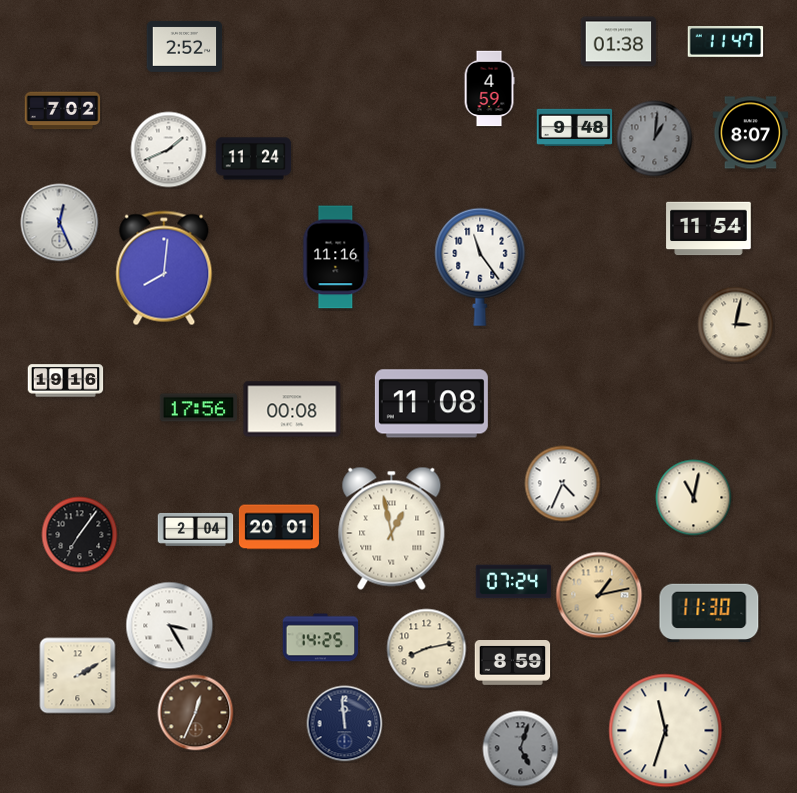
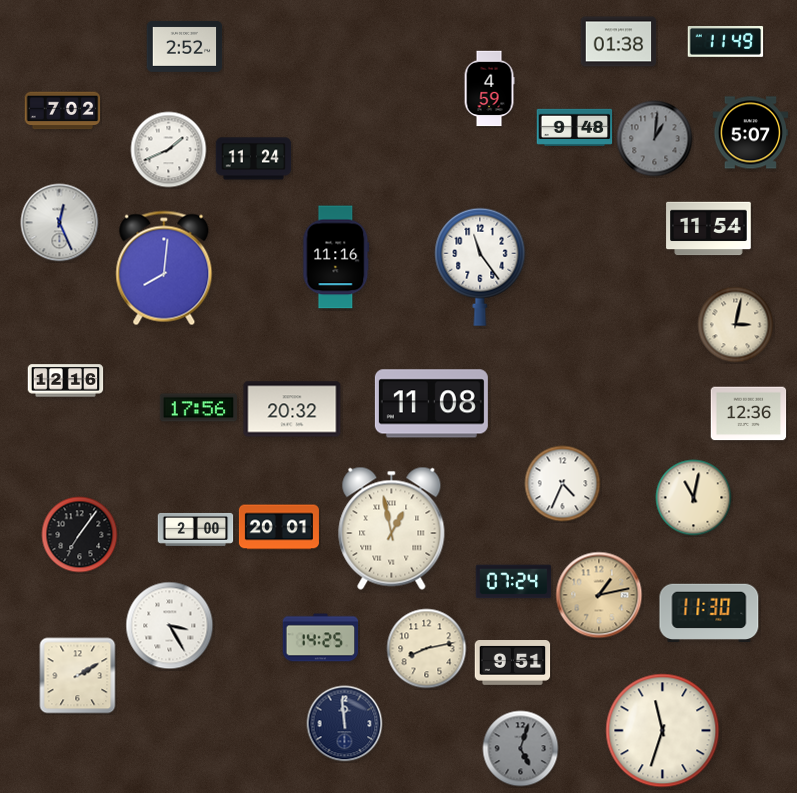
clock at (726, 42): 11:47 -> 11:49
clock at (751, 133): 8:07 -> 5:07
clock at (66, 381): 19:16 -> 12:16
clock at (292, 409): 00:08 -> 20:32
clock at (749, 414): none -> 12:36
clock at (196, 529): 2:04 -> 2:00
clock at (513, 663): 8:59 -> 9:51
clock at (196, 713): 12:34 -> none
clock at (666, 731) position: (666, 731) -> (663, 731)
